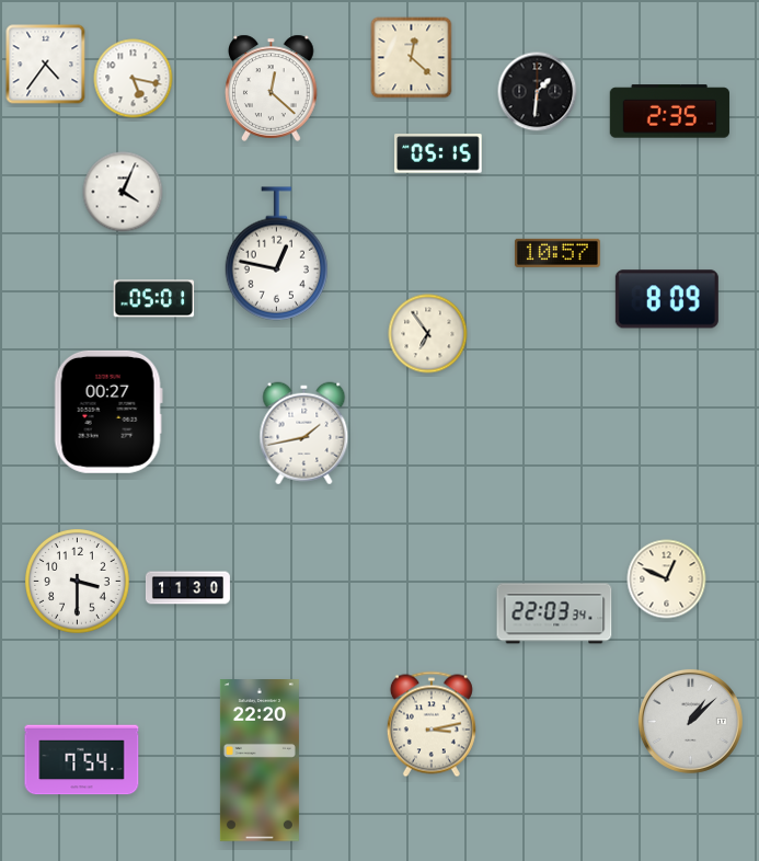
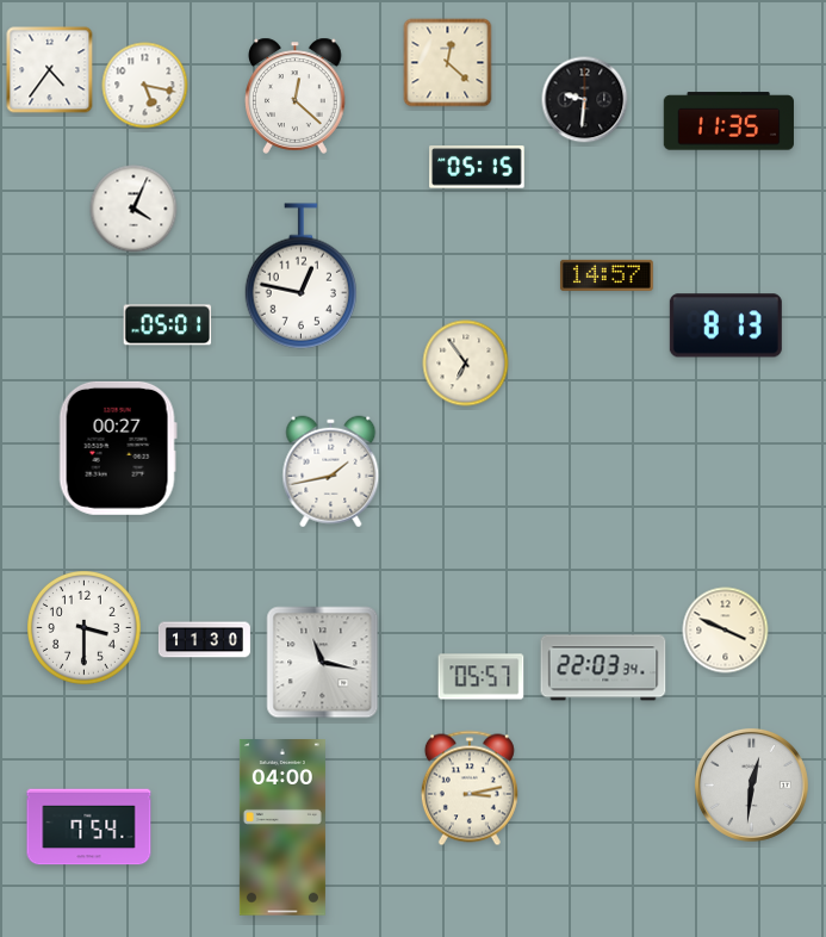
clock at (538, 92): 1:31 -> 9:31
clock at (669, 112): 2:35 -> 11:35
clock at (557, 253): 10:57 -> 14:57
clock at (667, 299): 8:09 -> 8:13
clock at (667, 579): 12:49 -> 3:49
clock at (78, 582) position: (78, 582) -> (85, 628)
clock at (323, 663): none -> 11:17
clock at (482, 677): none -> 05:57
clock at (690, 721): 1:08 -> 12:31
clock at (260, 760): 22:20 -> 04:00
